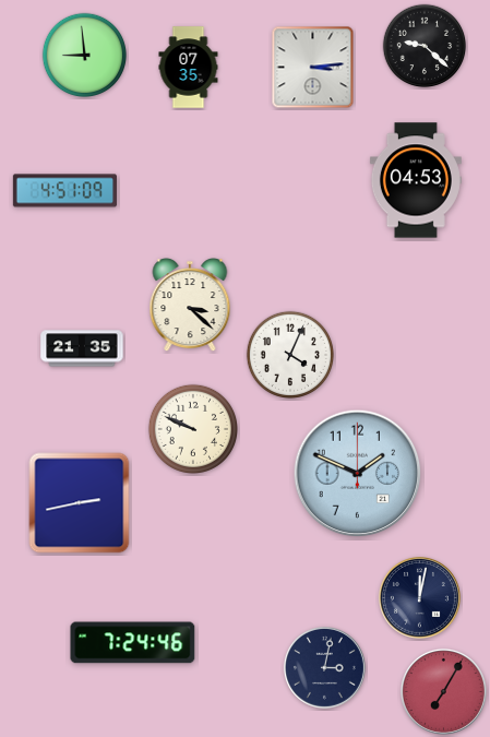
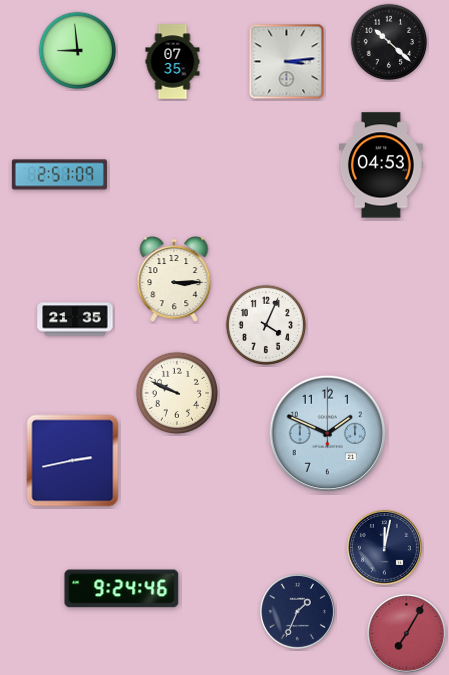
clock at (425, 46): 9:22 -> 10:22
clock at (64, 191): 4:51 -> 2:51
clock at (190, 306): 3:22 -> 3:15
clock at (133, 643): 7:24 -> 9:24
clock at (324, 667): 3:02 -> 1:34
